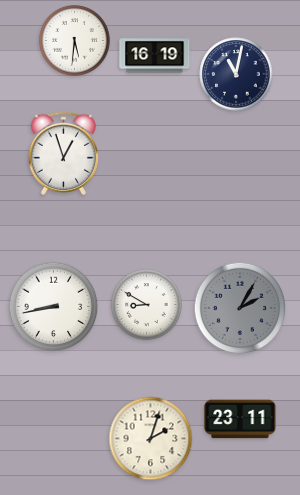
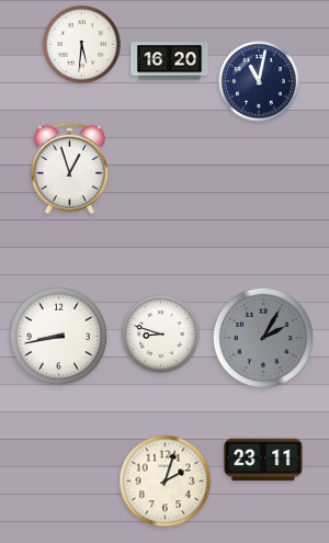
clock at (155, 56): 16:19 -> 16:20
clock at (147, 305): 8:50 -> 8:48
